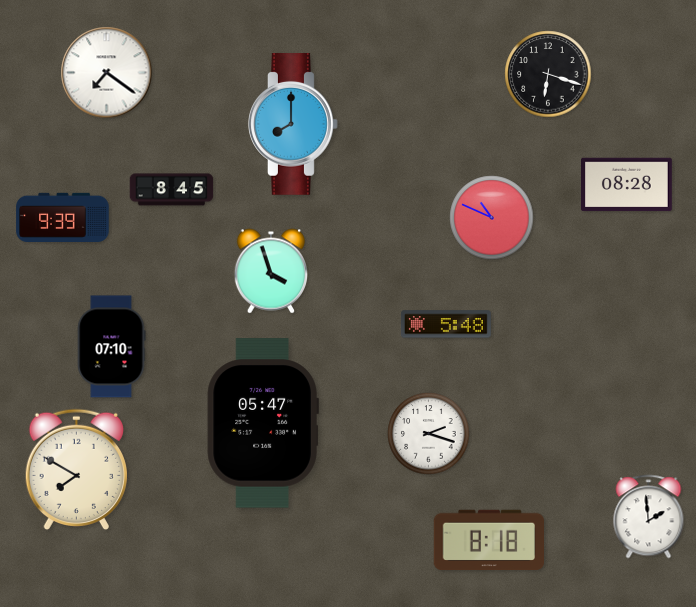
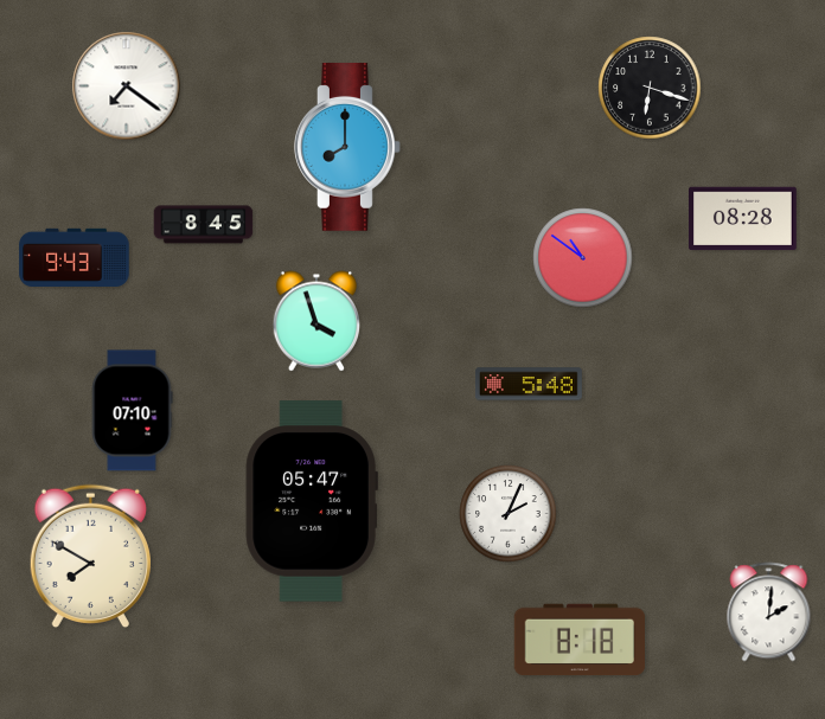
clock at (63, 217): 9:39 -> 9:43
clock at (492, 218): 10:49 -> 10:51
clock at (271, 271) position: (271, 271) -> (316, 321)
clock at (429, 434): 2:18 -> 2:04
clock at (649, 517): 1:59 -> 2:01
